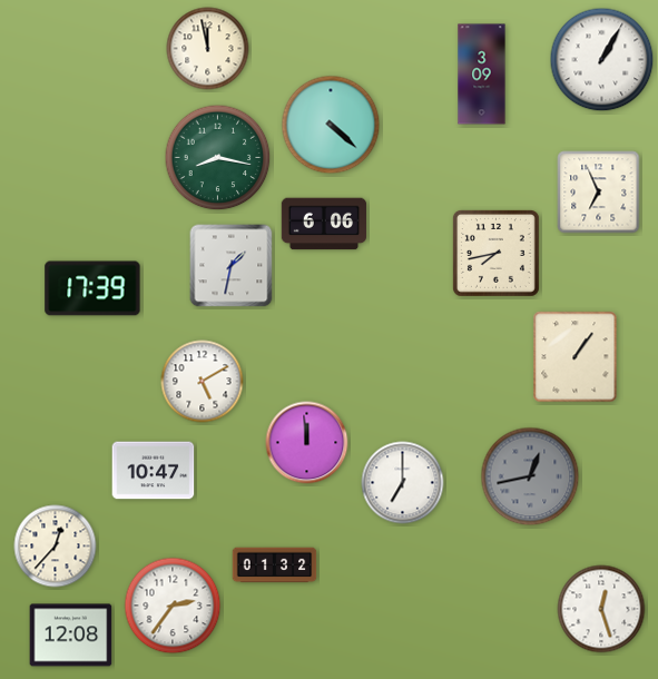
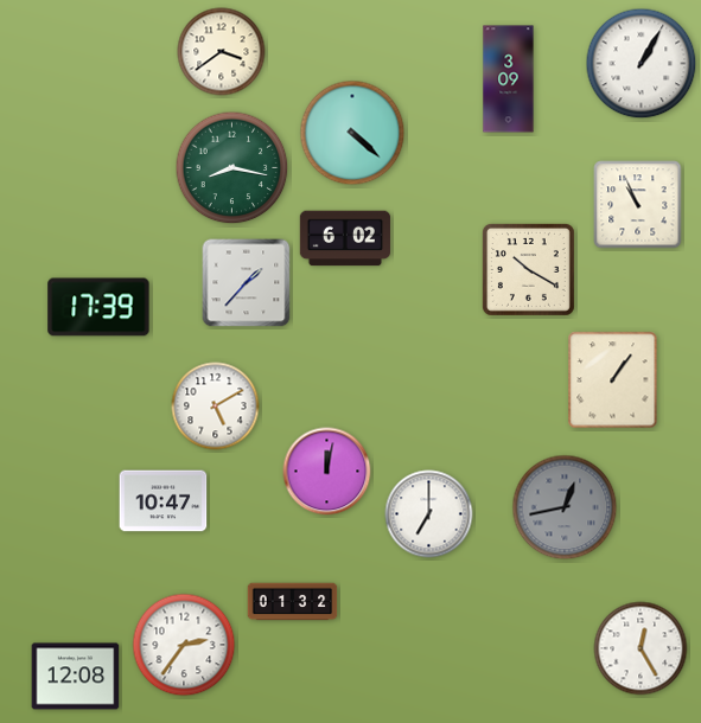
clock at (208, 49): 11:58 -> 3:39
clock at (482, 75) position: (482, 75) -> (509, 79)
clock at (599, 193): 6:56 -> 10:56
clock at (324, 224): 6:06 -> 6:02
clock at (495, 253): 7:43 -> 10:20
clock at (232, 266): 1:32 -> 1:37
clock at (307, 443): 11:59 -> 12:02
clock at (56, 547): 12:37 -> none
clock at (601, 609): 12:27 -> 12:25
